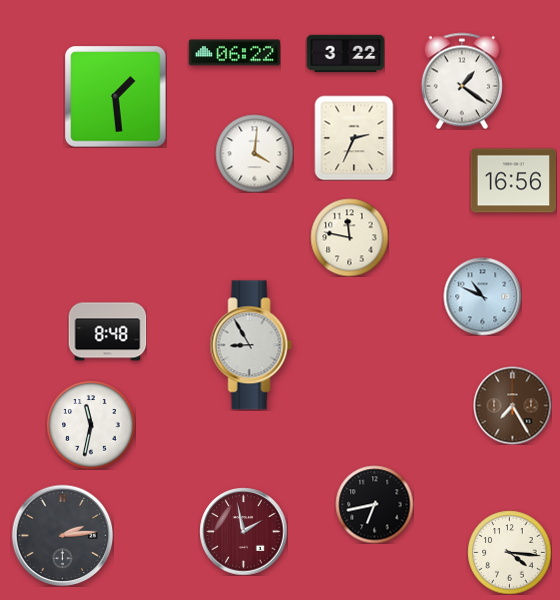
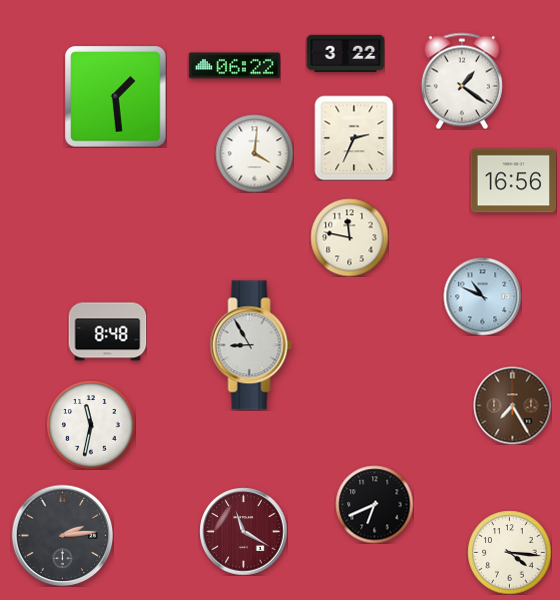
clock at (234, 53) position: (234, 53) -> (234, 66)
clock at (374, 504): 6:43 -> 6:41
clock at (243, 531): 1:58 -> 11:20
